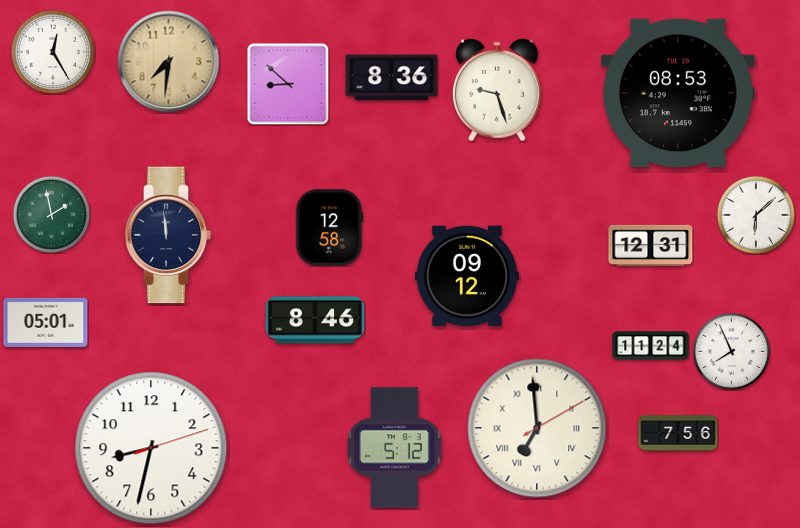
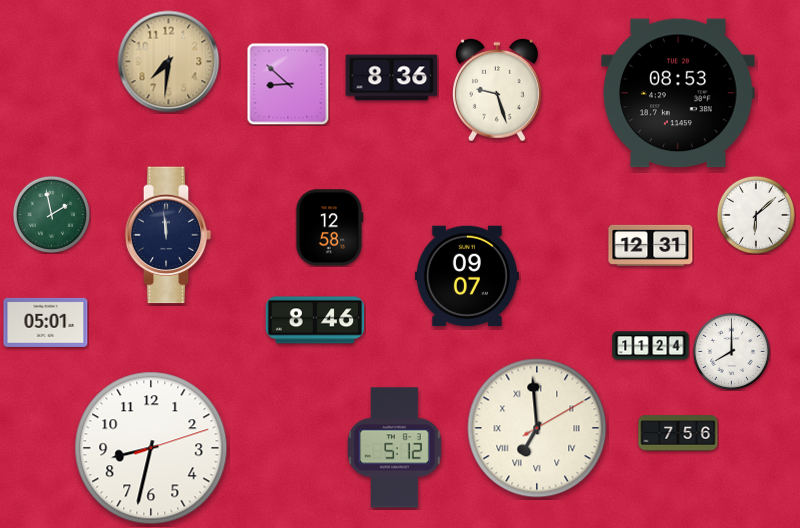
clock at (52, 51): 12:25 -> none
clock at (467, 276): 09:12 -> 09:07
clock at (731, 351): 7:56 -> 8:00
